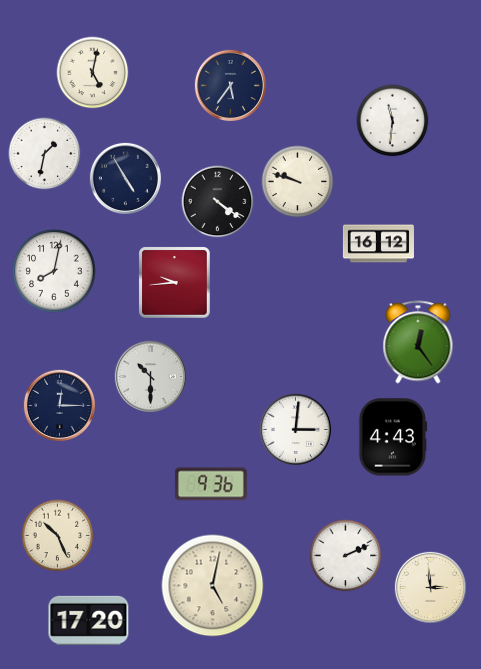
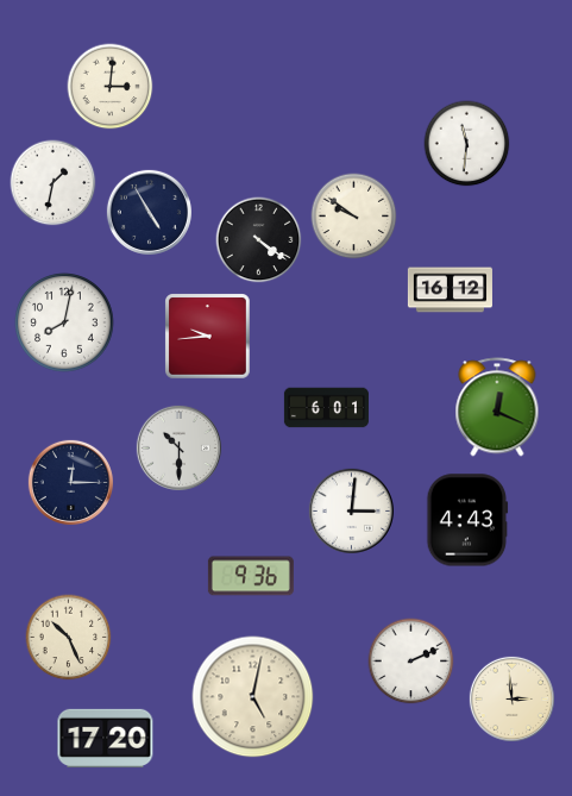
clock at (93, 73): 5:02 -> 3:01
clock at (230, 85): 5:36 -> none
clock at (298, 182): 9:48 -> 9:51
clock at (418, 342): 12:24 -> 12:19
clock at (326, 408): none -> 6:01
